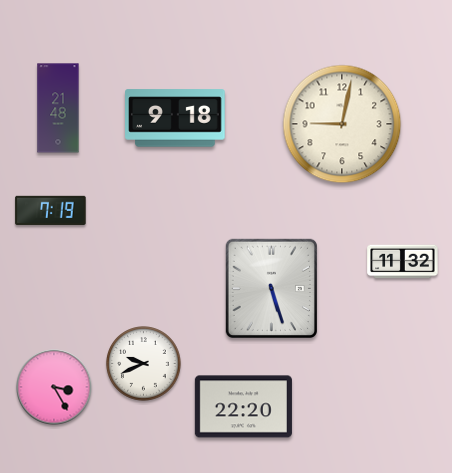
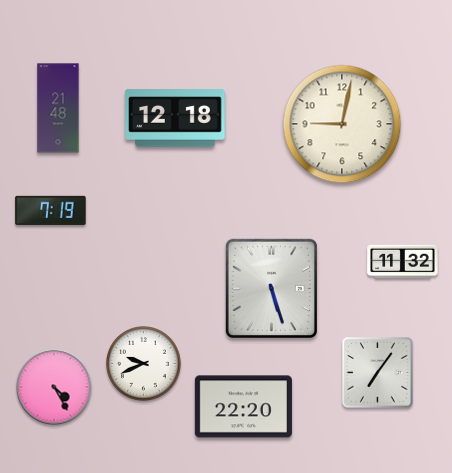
clock at (175, 118): 9:18 -> 12:18
clock at (378, 373): none -> 7:06
clock at (54, 387): 3:25 -> 4:25
